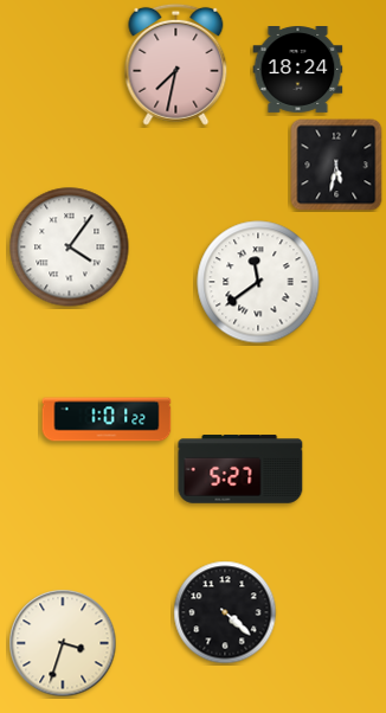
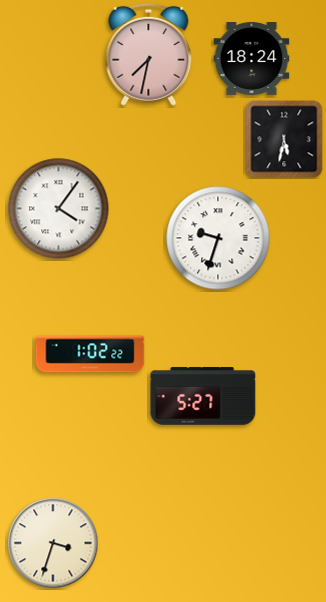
clock at (258, 282): 11:39 -> 9:33
clock at (107, 419): 1:01 -> 1:02
clock at (225, 612): 4:22 -> none
